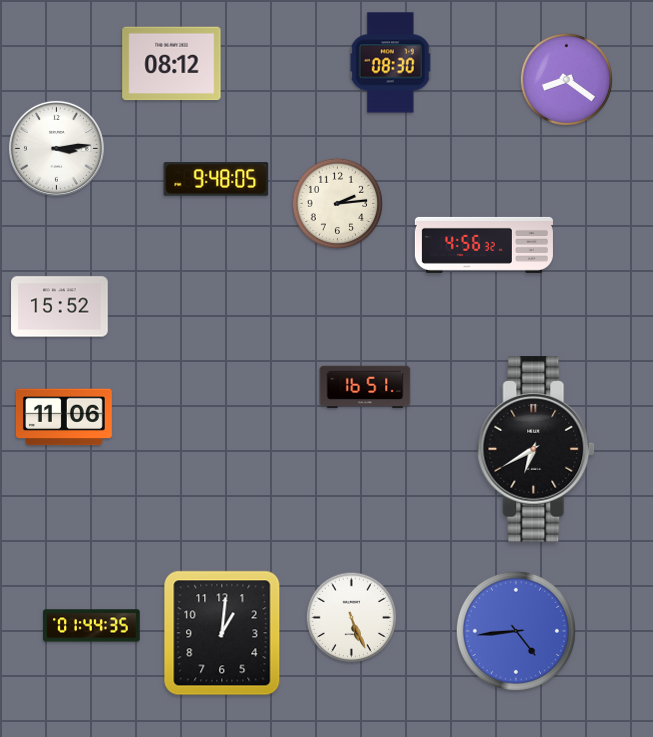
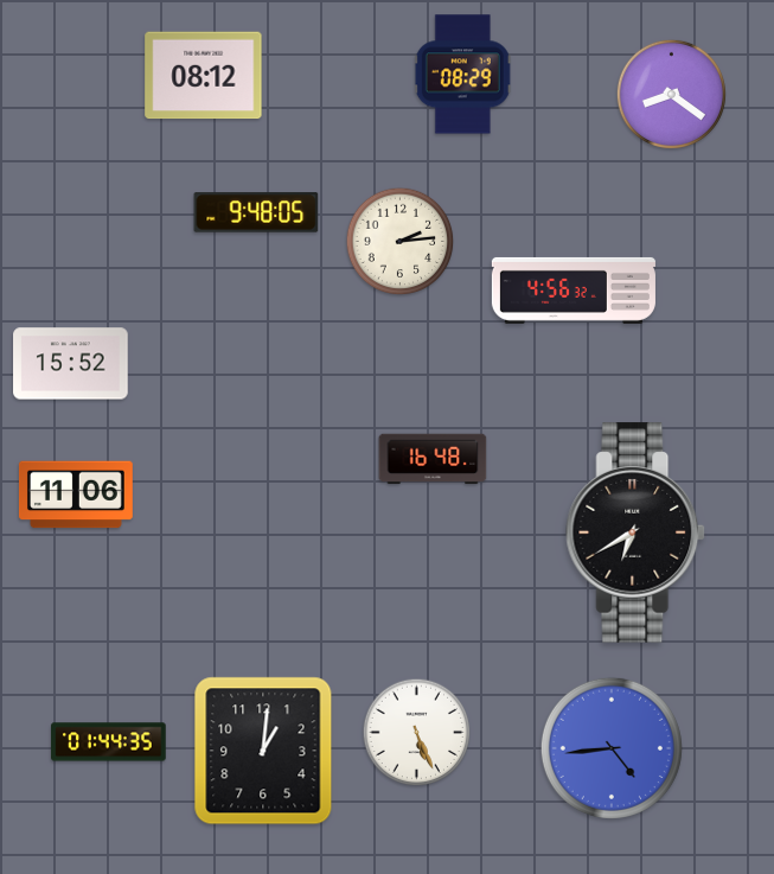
clock at (391, 63): 08:30 -> 08:29
clock at (56, 148): 3:14 -> none
clock at (365, 387): 16:51 -> 16:48
